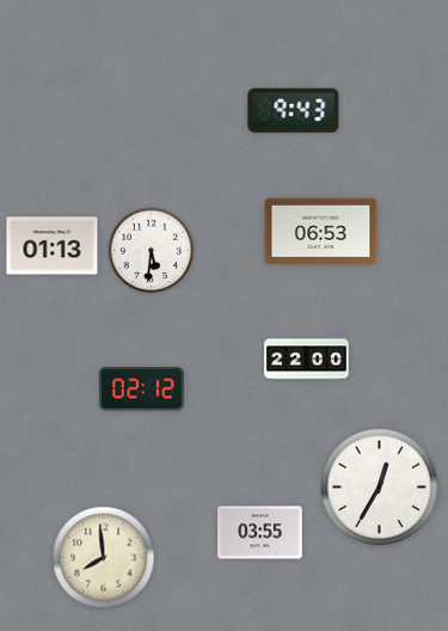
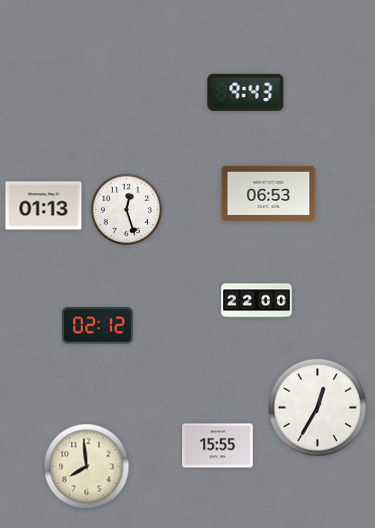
clock at (151, 250): 5:31 -> 12:27
clock at (142, 390) position: (142, 390) -> (98, 326)
clock at (260, 533): 03:55 -> 15:55
